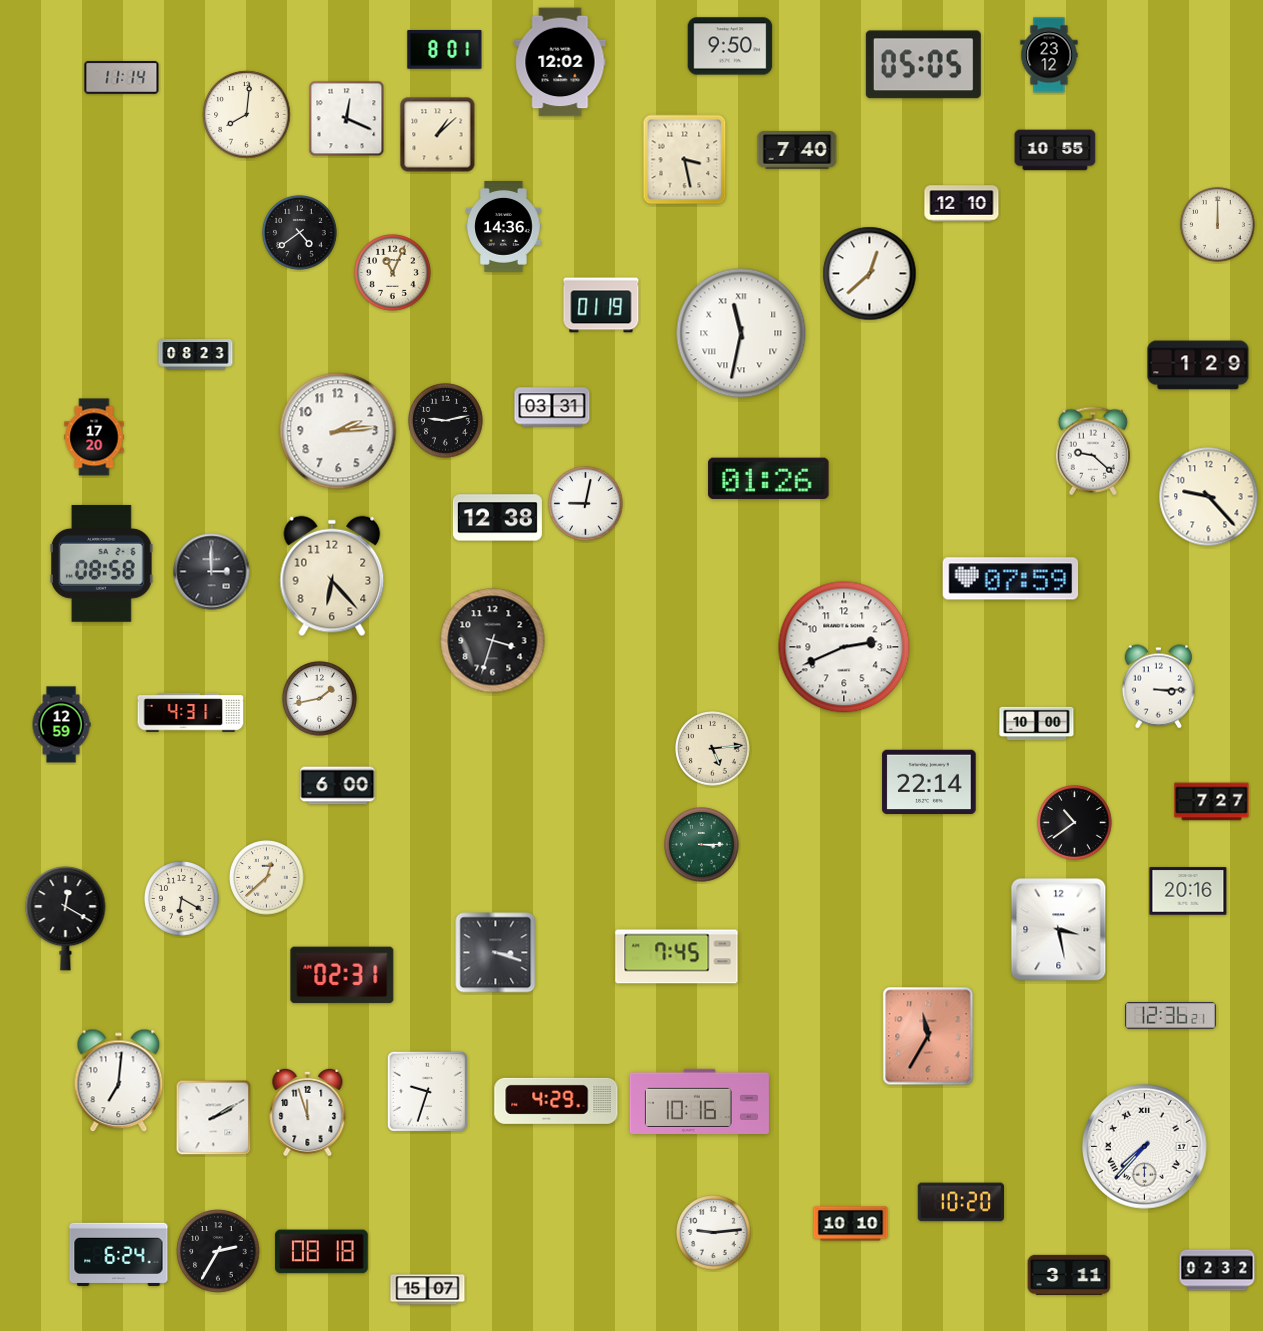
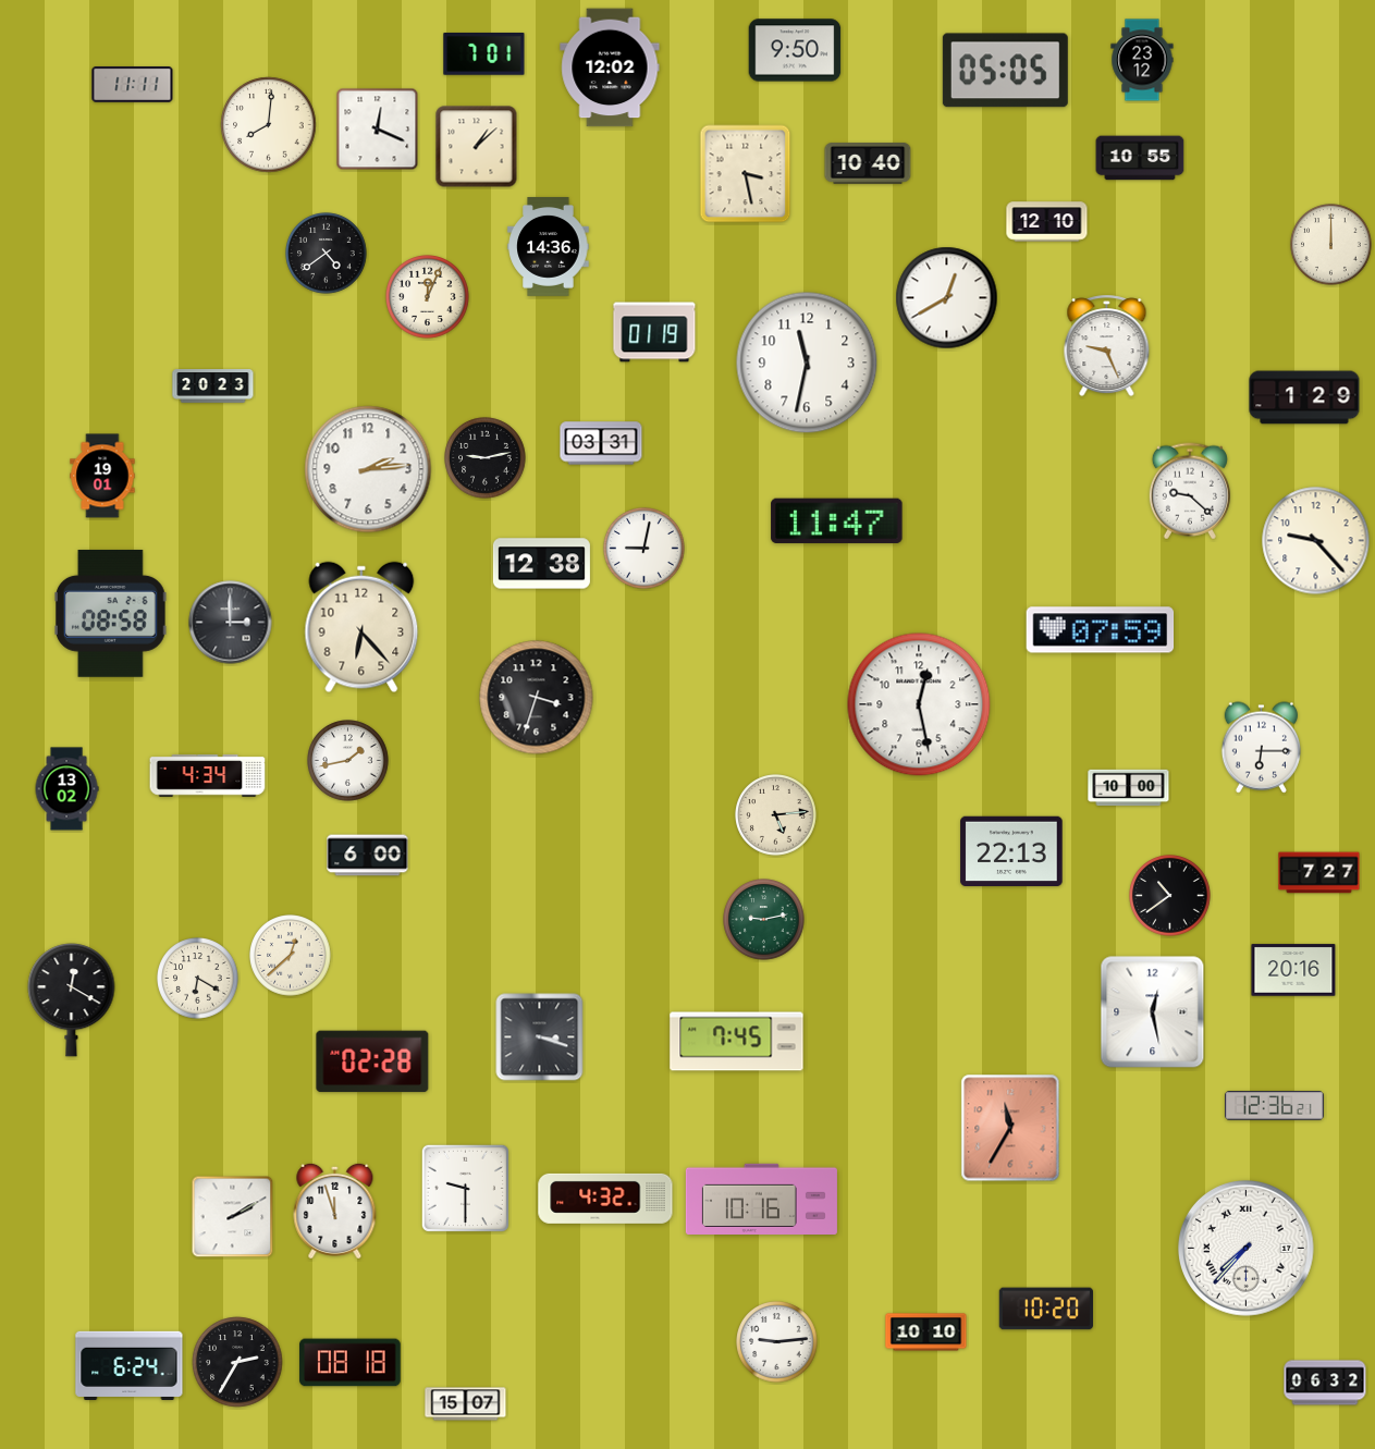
clock at (445, 50): 8:01 -> 7:01
clock at (122, 78): 11:14 -> 11:11
clock at (797, 150): 7:40 -> 10:40
clock at (1055, 150) position: (1055, 150) -> (1140, 158)
clock at (1218, 225) position: (1218, 225) -> (1331, 245)
clock at (393, 273): 11:04 -> 12:04
clock at (870, 274): 12:38 -> 12:40
clock at (1107, 346): none -> 9:26
clock at (741, 333) numerals: Roman -> Arabic
clock at (196, 355): 08:23 -> 20:23
clock at (94, 437): 17:20 -> 19:01
clock at (769, 478): 01:26 -> 11:47
clock at (586, 504) position: (586, 504) -> (644, 549)
clock at (844, 647): 2:41 -> 12:28
clock at (1158, 687): 3:15 -> 6:15
clock at (191, 713): 4:31 -> 4:34
clock at (61, 725): 12:59 -> 13:02
clock at (929, 781): 22:14 -> 22:13
clock at (702, 845): 3:15 -> 9:13
clock at (1059, 930): 3:28 -> 12:28
clock at (342, 975): 02:31 -> 02:28
clock at (119, 1081): 7:01 -> none
clock at (427, 1091): 9:33 -> 9:30
clock at (556, 1101): 4:29 -> 4:32
clock at (1217, 1270): 02:32 -> 06:32
clock at (1069, 1275): 3:11 -> none
